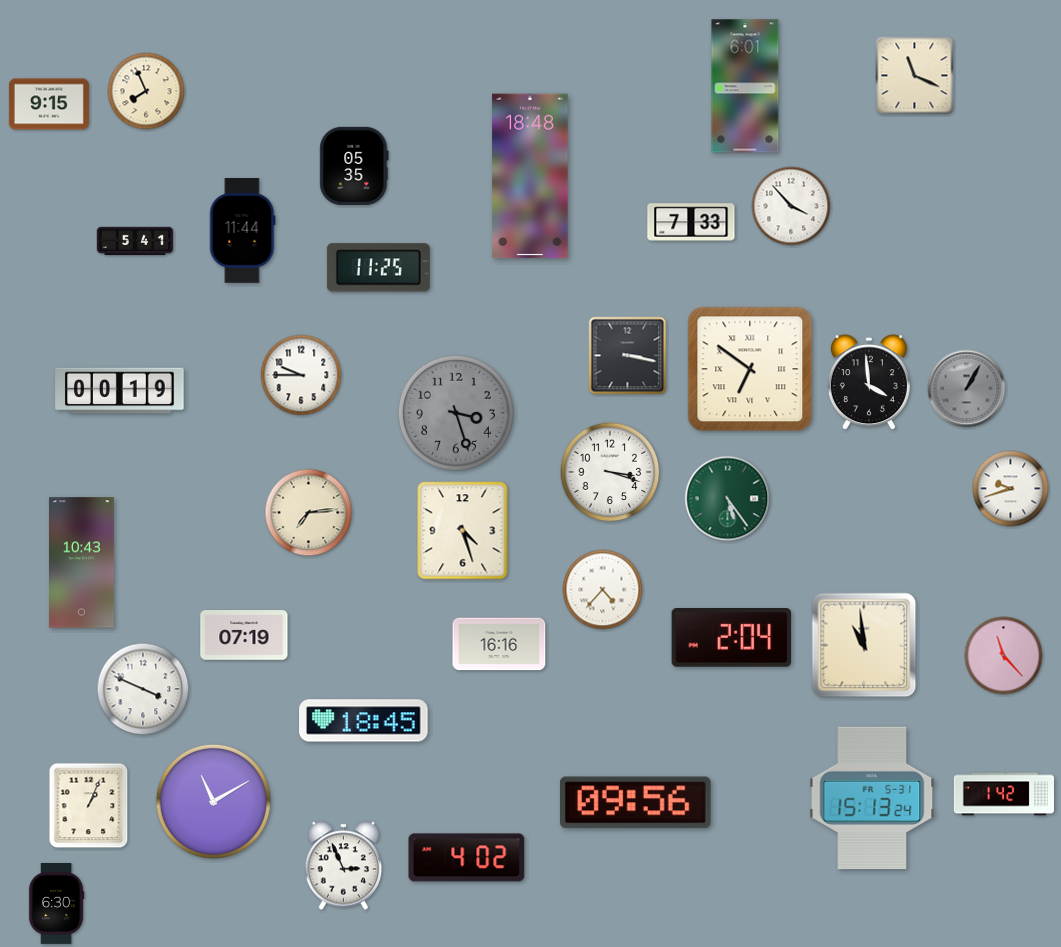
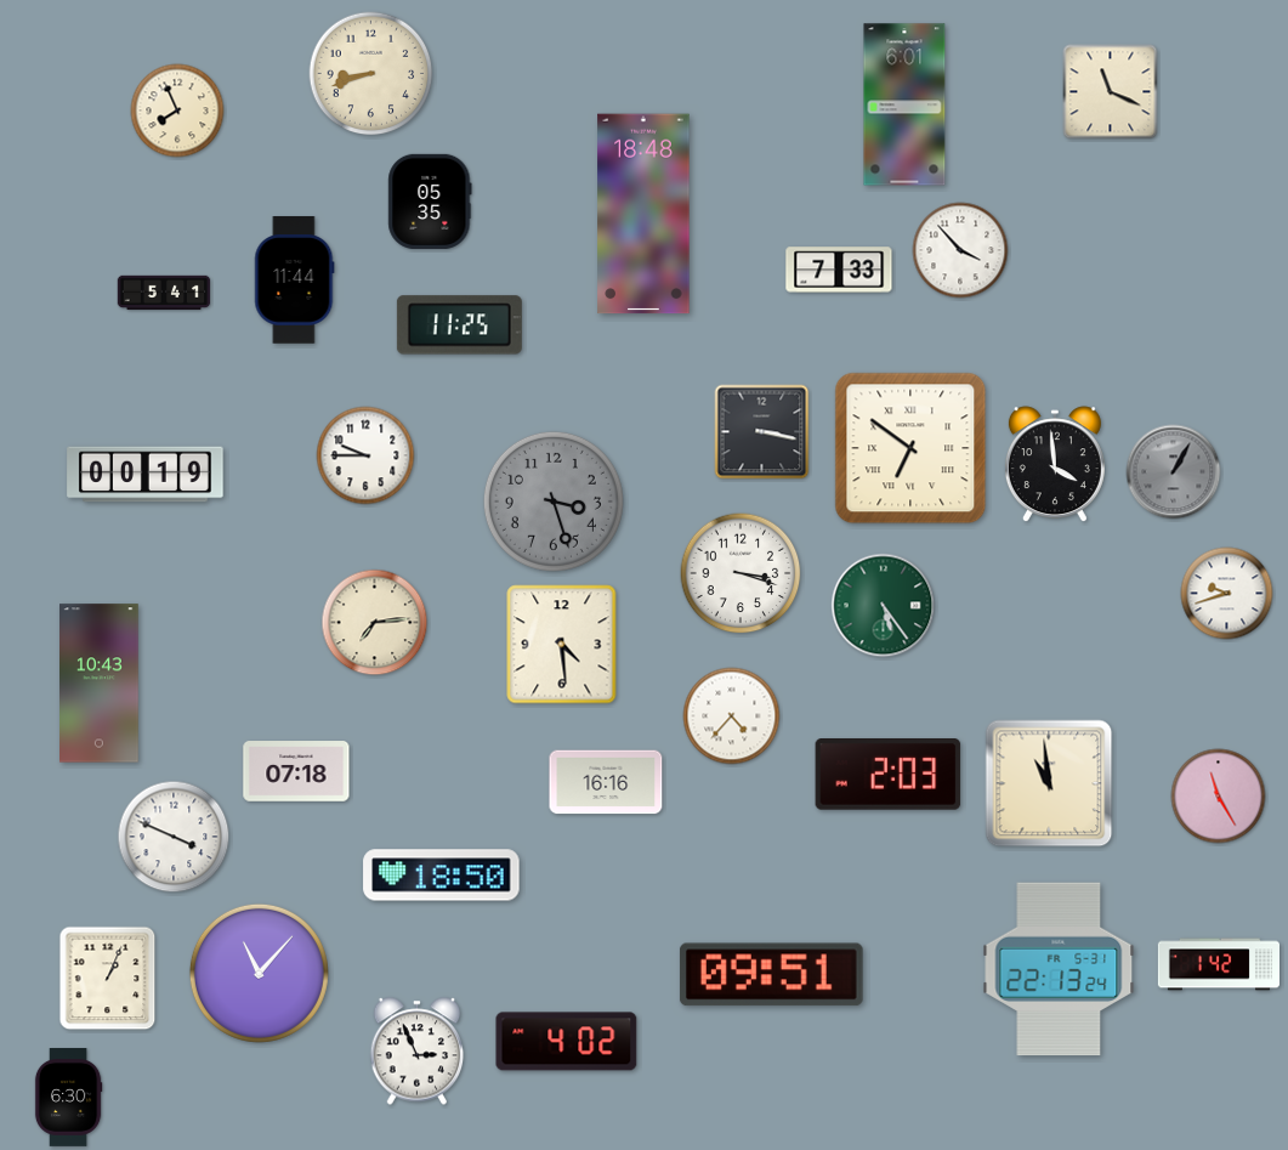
clock at (371, 74): none -> 8:42
clock at (49, 104): 9:15 -> none
clock at (463, 531): 4:27 -> 4:29
clock at (244, 635): 07:19 -> 07:18
clock at (732, 638): 2:04 -> 2:03
clock at (1004, 656): 11:23 -> 11:25
clock at (364, 721): 18:45 -> 18:50
clock at (872, 798): 15:13 -> 22:13
clock at (213, 801): 11:10 -> 11:07
clock at (635, 803): 09:56 -> 09:51
